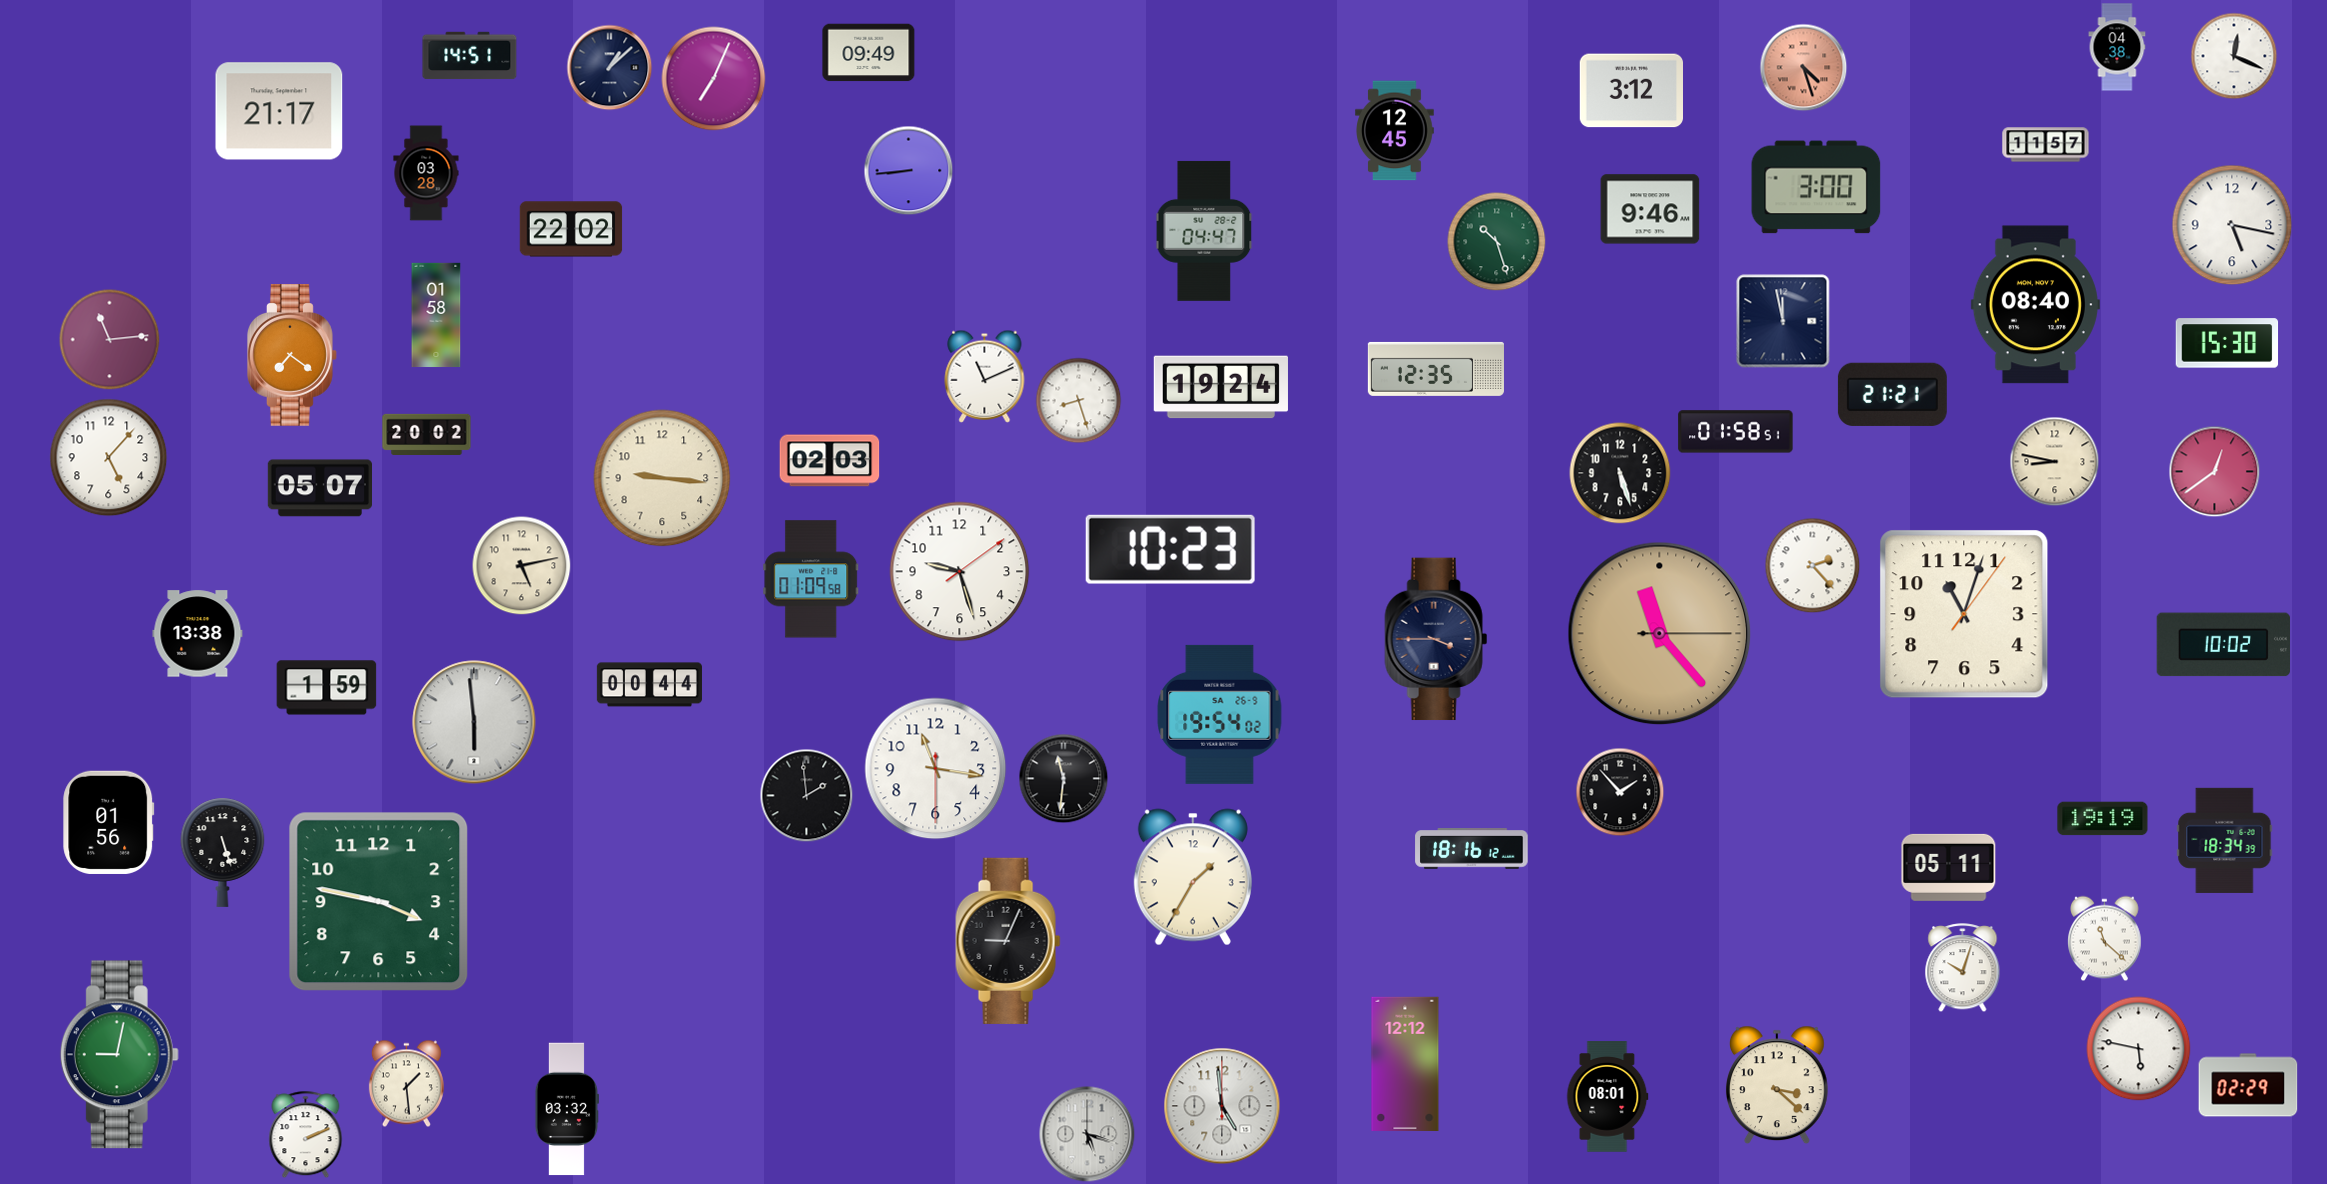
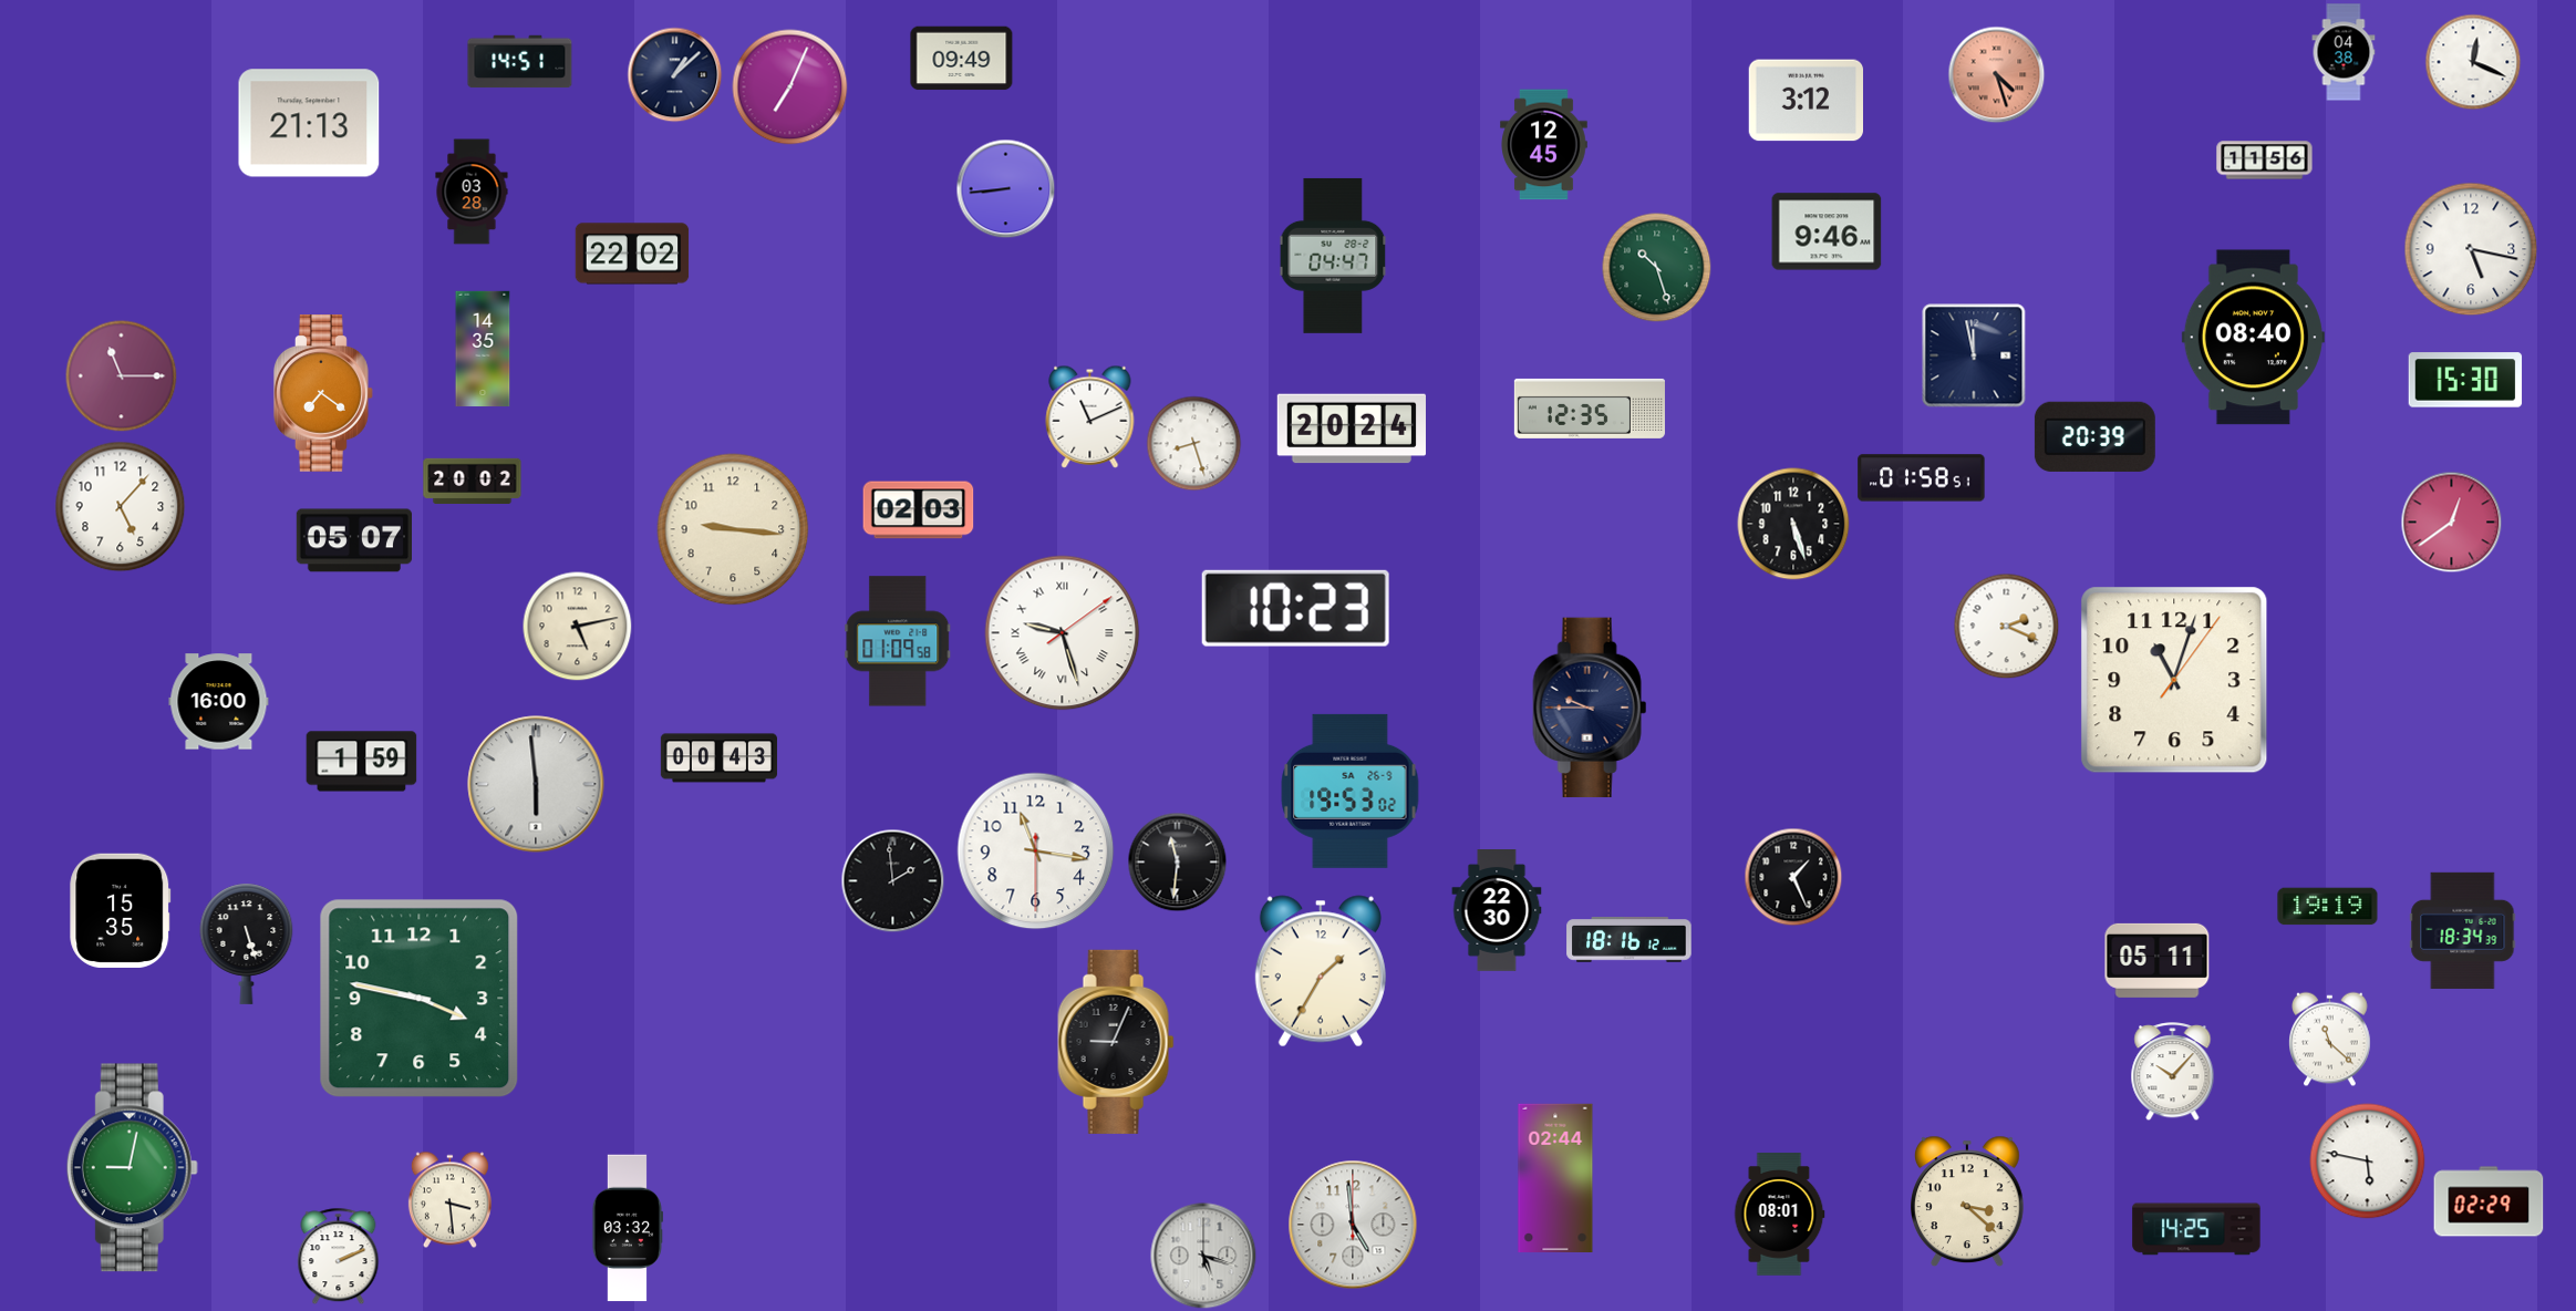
clock at (279, 111): 21:17 -> 21:13
clock at (2046, 145): 11:57 -> 11:56
clock at (1816, 187): 3:00 -> none
clock at (436, 315): 01:58 -> 14:35
clock at (110, 340): 11:14 -> 11:15
clock at (1221, 387): 19:24 -> 20:24
clock at (1892, 394): 21:21 -> 20:39
clock at (2055, 462): 8:47 -> none
clock at (1813, 566): 2:23 -> 2:19
clock at (960, 572) numerals: Arabic -> Roman
clock at (198, 634): 13:38 -> 16:00
clock at (1660, 634): 11:23 -> none
clock at (1436, 639): 3:45 -> 9:45
clock at (2223, 645): 10:02 -> none
clock at (649, 685): 00:44 -> 00:43
clock at (1220, 714): 19:54 -> 19:53
clock at (474, 722) position: (474, 722) -> (536, 784)
clock at (1620, 792): 1:53 -> 1:26
clock at (109, 822): 01:56 -> 15:35
clock at (1497, 911): none -> 22:30
clock at (1963, 968): 10:03 -> 10:07
clock at (1405, 1063): 12:12 -> 02:44
clock at (406, 1084): 1:29 -> 3:29
clock at (2196, 1229): none -> 14:25
